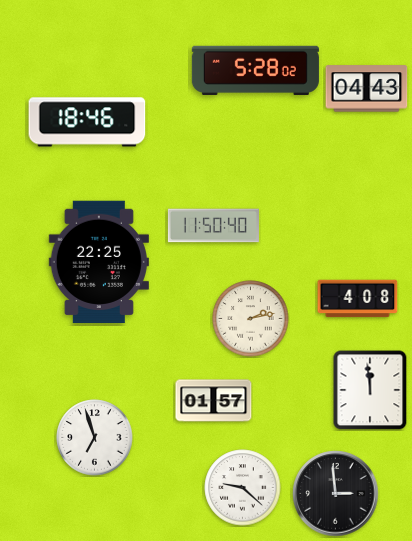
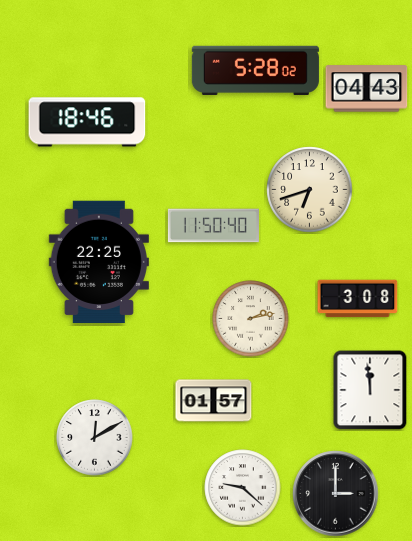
clock at (310, 190): none -> 6:42
clock at (358, 299): 4:08 -> 3:08
clock at (95, 438): 6:57 -> 12:10
clock at (336, 494): 2:59 -> 3:00
